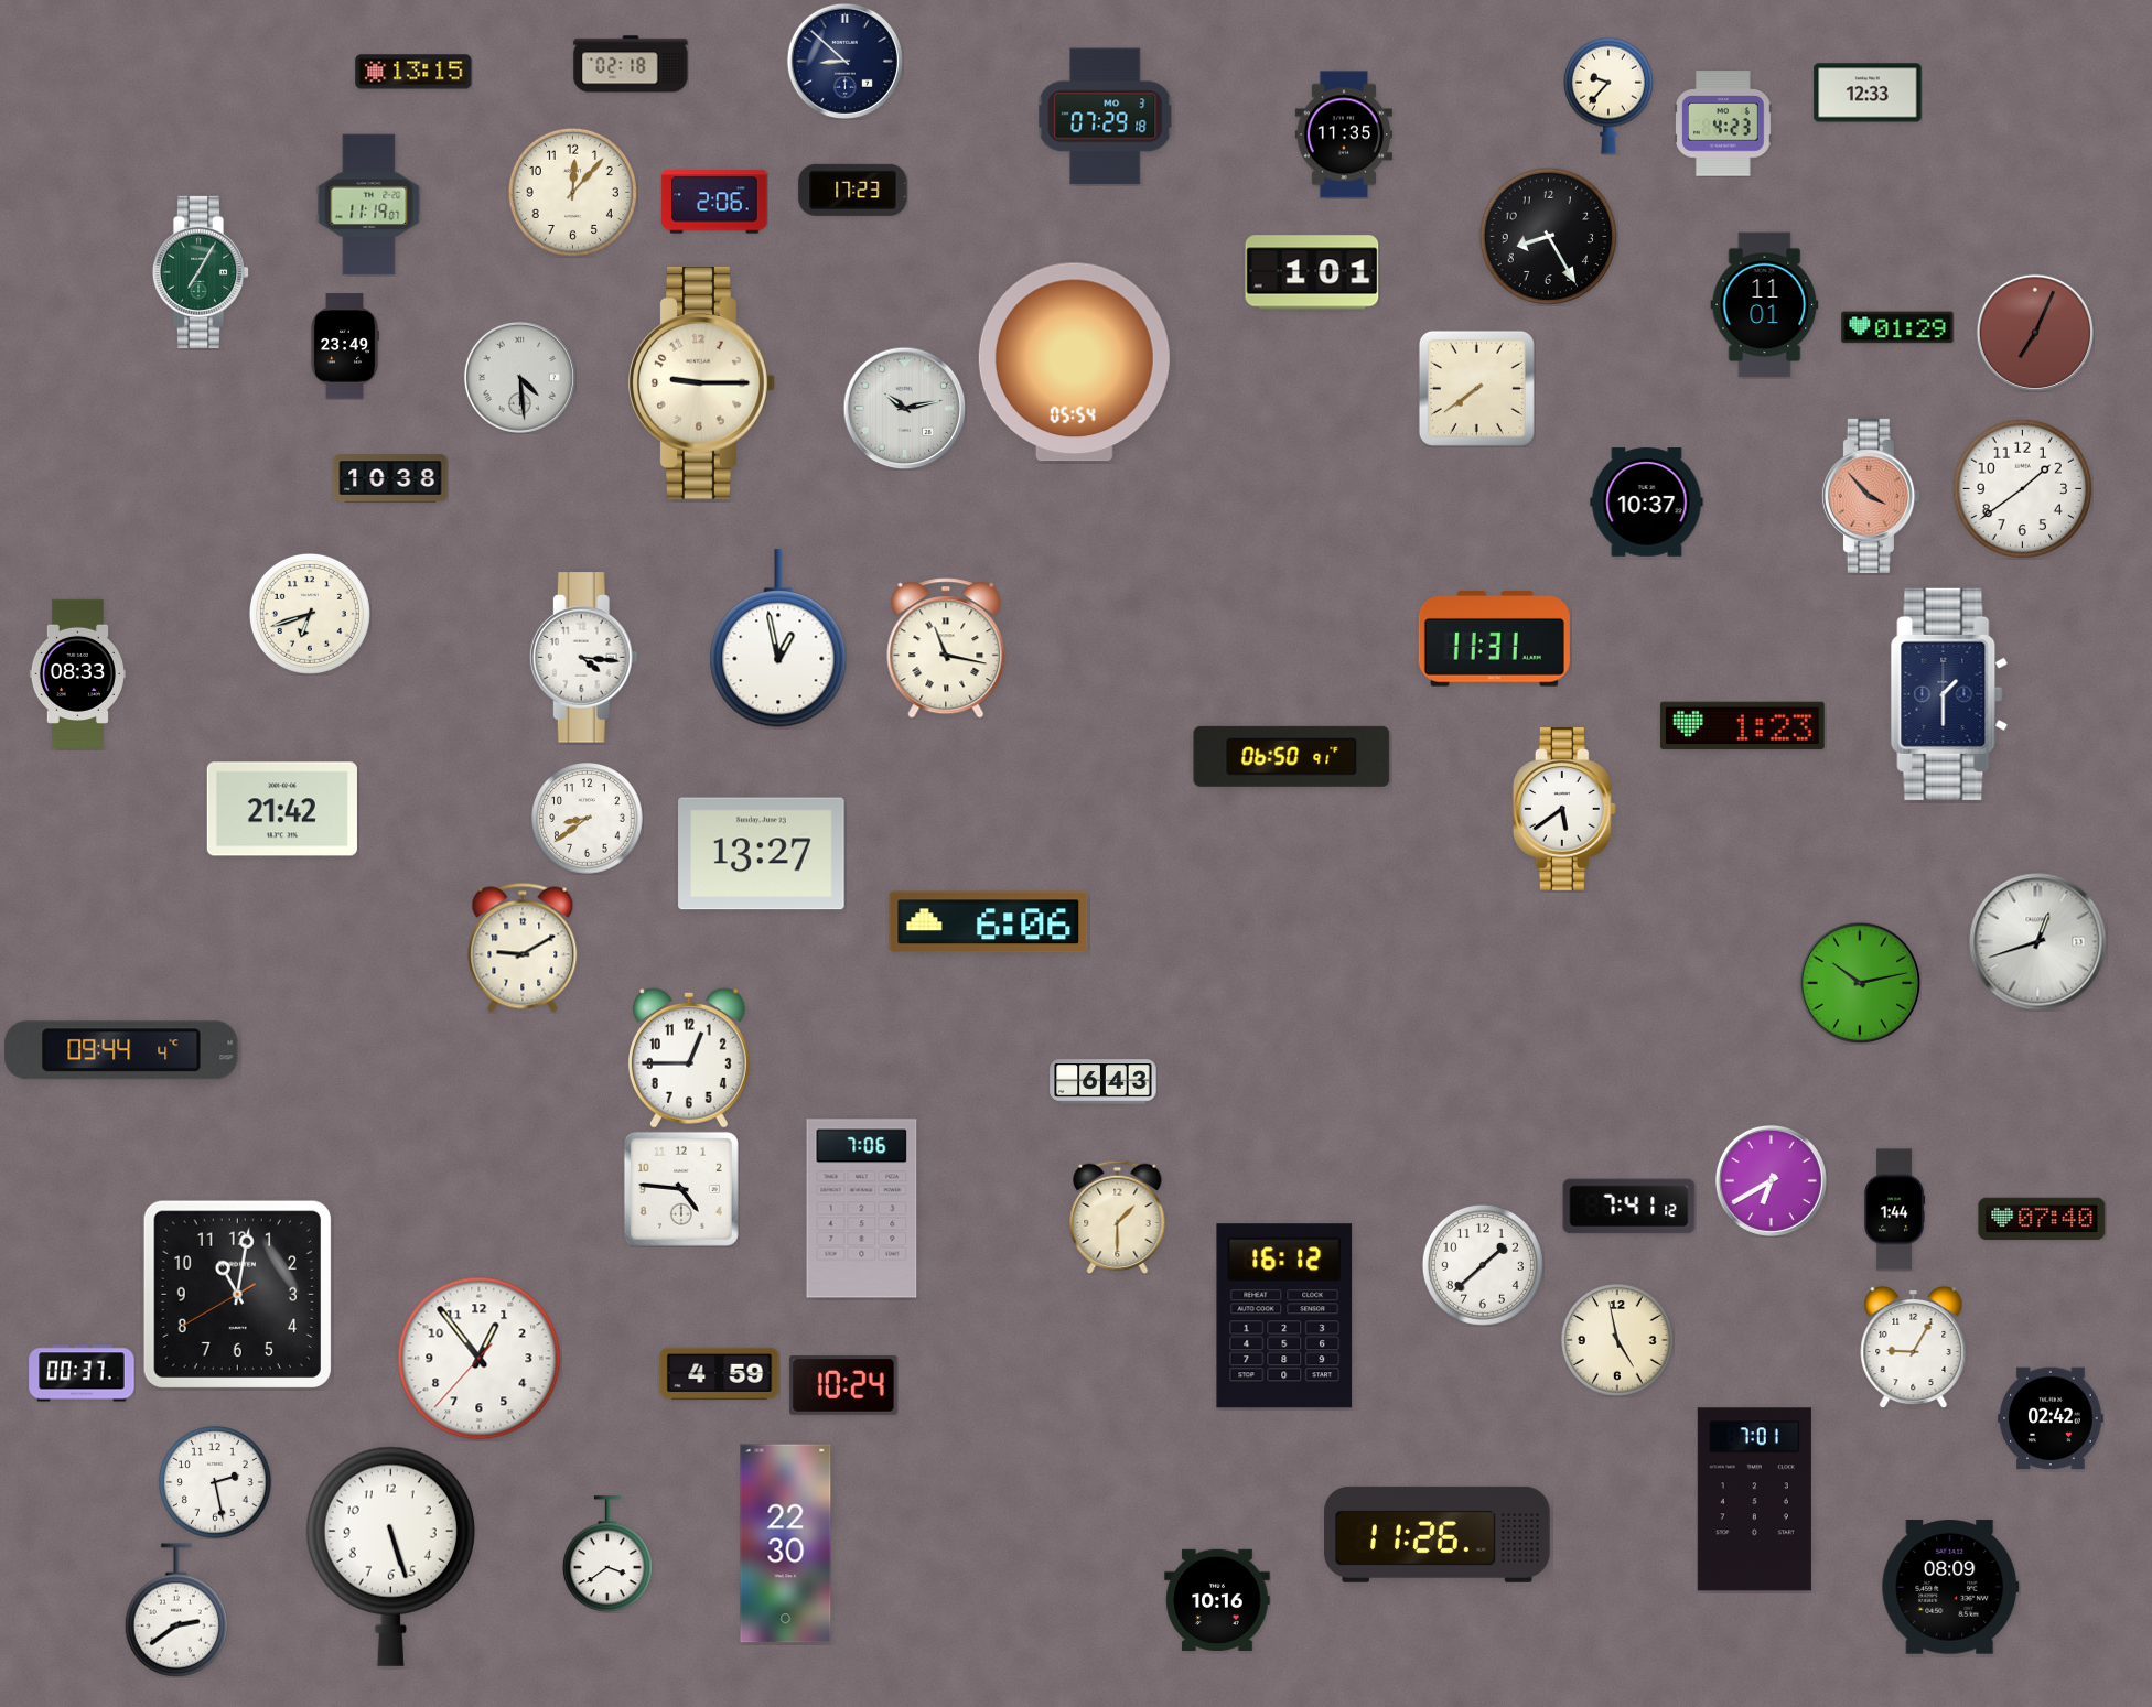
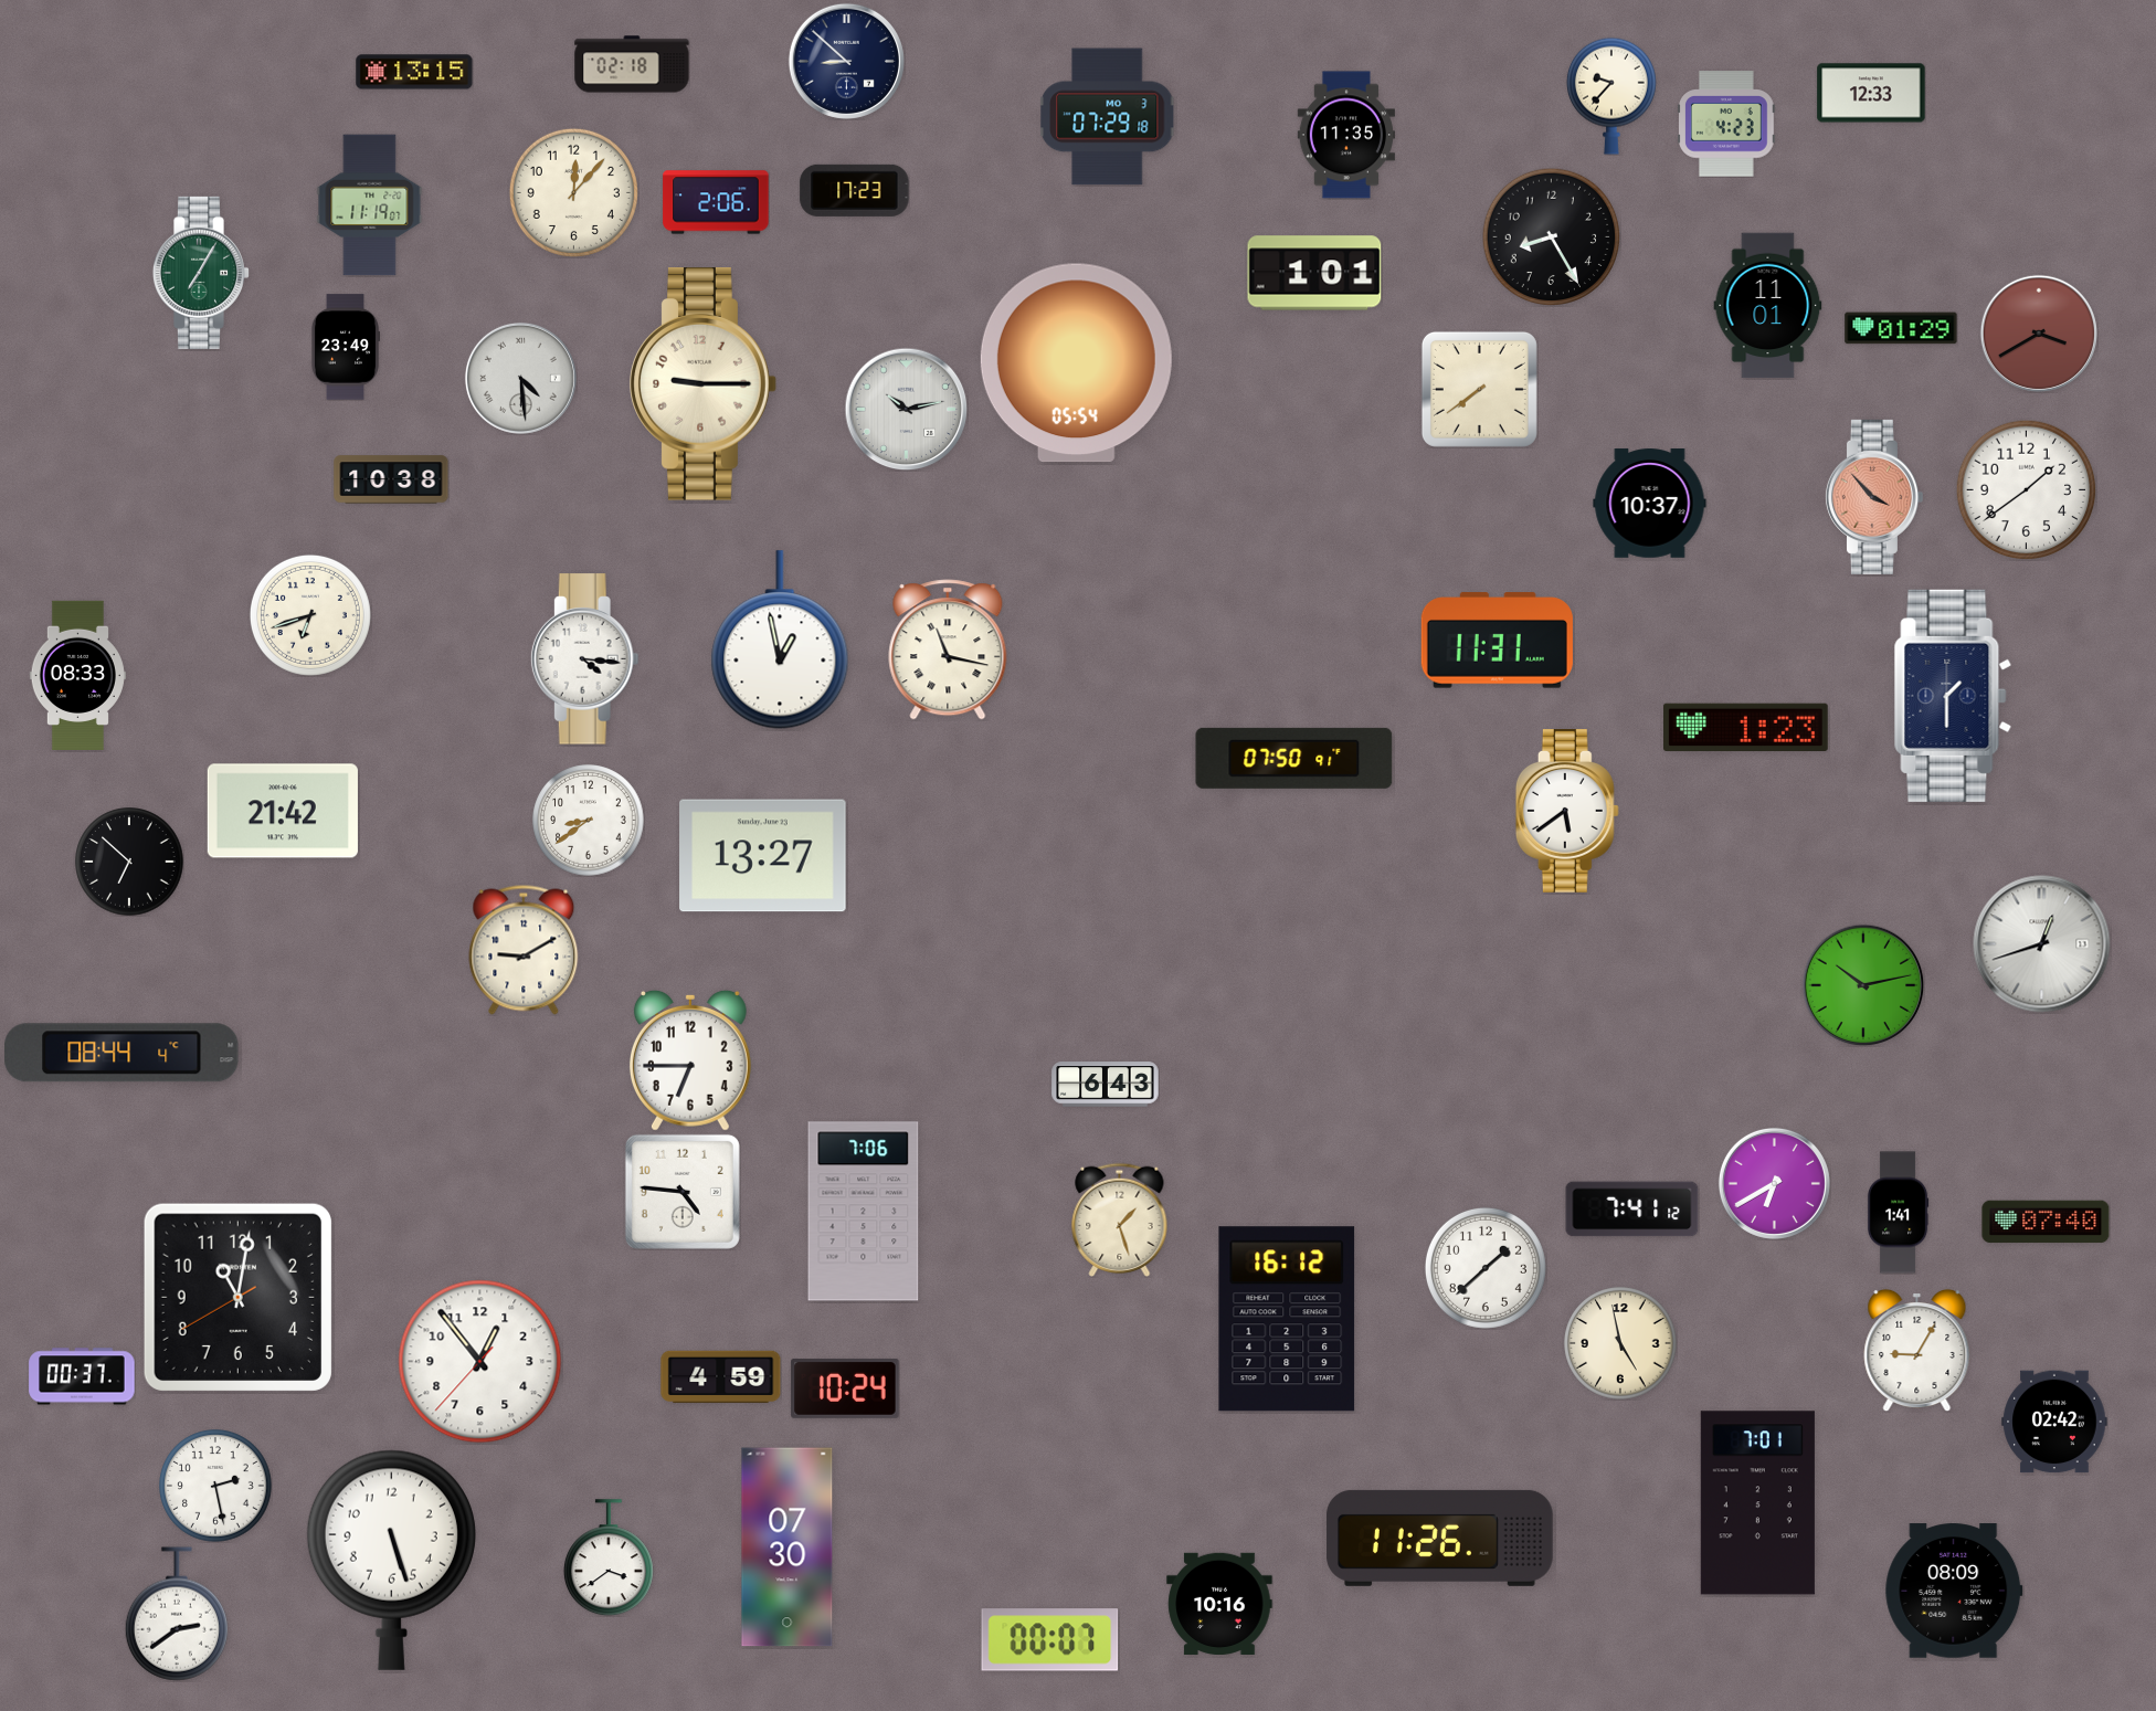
clock at (2035, 333): 7:04 -> 3:40
clock at (1292, 756): 06:50 -> 07:50
clock at (129, 862): none -> 6:52
clock at (989, 922): 6:06 -> none
clock at (121, 1050): 09:44 -> 08:44
clock at (689, 1058): 12:45 -> 6:45
clock at (1894, 1210): 1:44 -> 1:41
clock at (1118, 1217): 1:30 -> 1:27
clock at (786, 1544): 22:30 -> 07:30
clock at (1050, 1640): none -> 00:07
